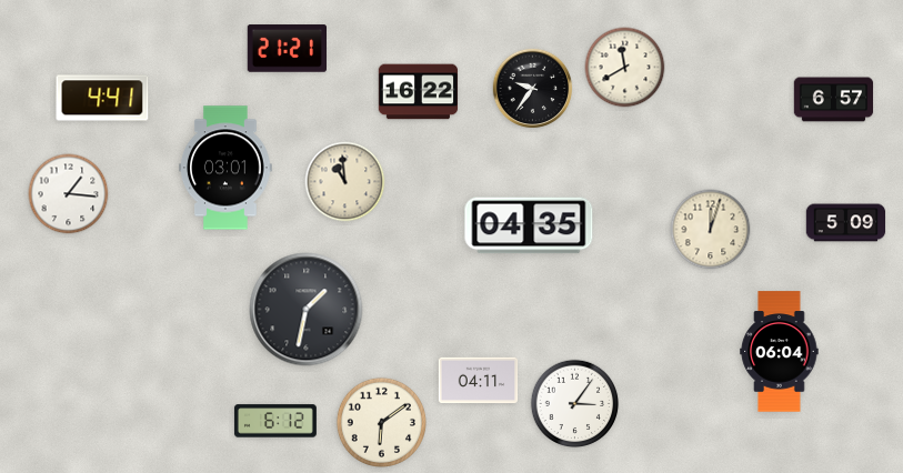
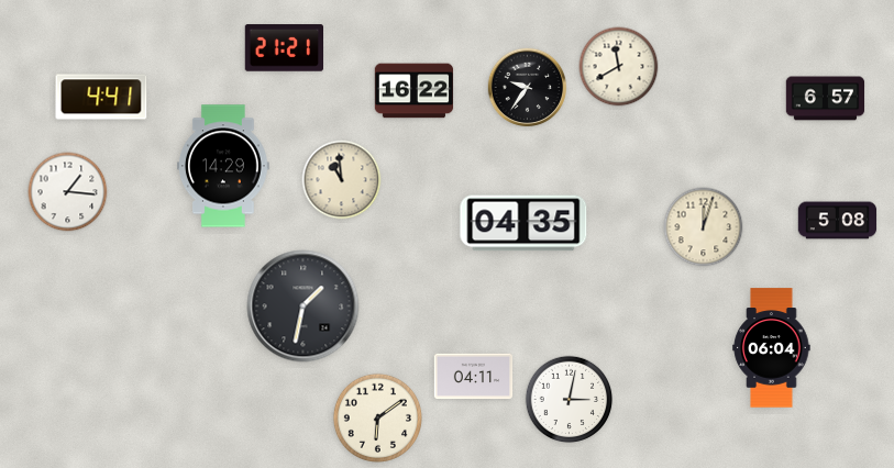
clock at (227, 168): 03:01 -> 14:29
clock at (846, 223): 5:09 -> 5:08
clock at (575, 404): 3:06 -> 3:02
clock at (275, 421): 6:12 -> none
